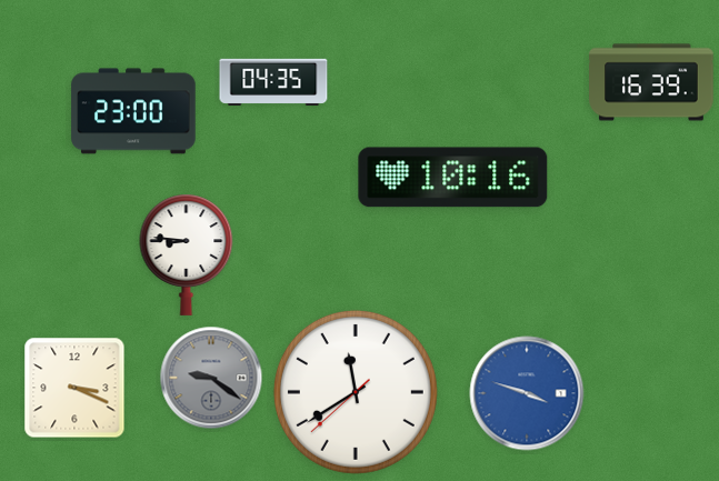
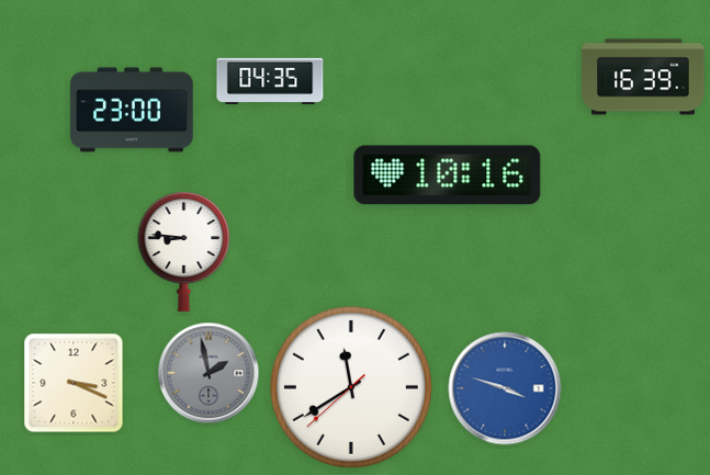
clock at (651, 82) position: (651, 82) -> (643, 77)
clock at (211, 378): 9:21 -> 1:58
clock at (527, 393) position: (527, 393) -> (505, 388)
